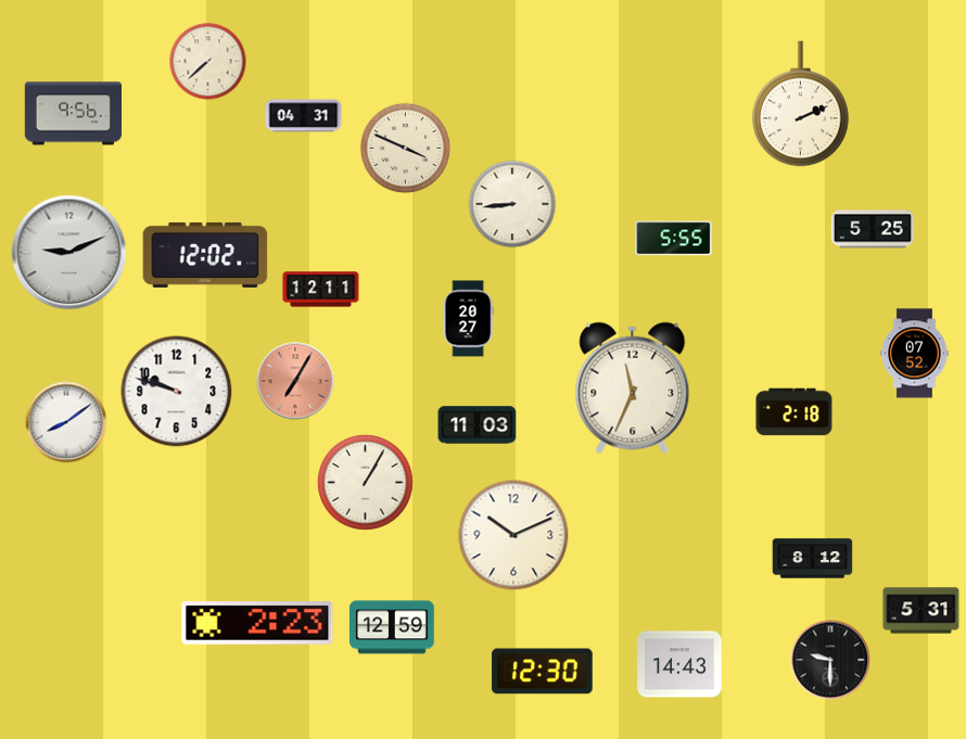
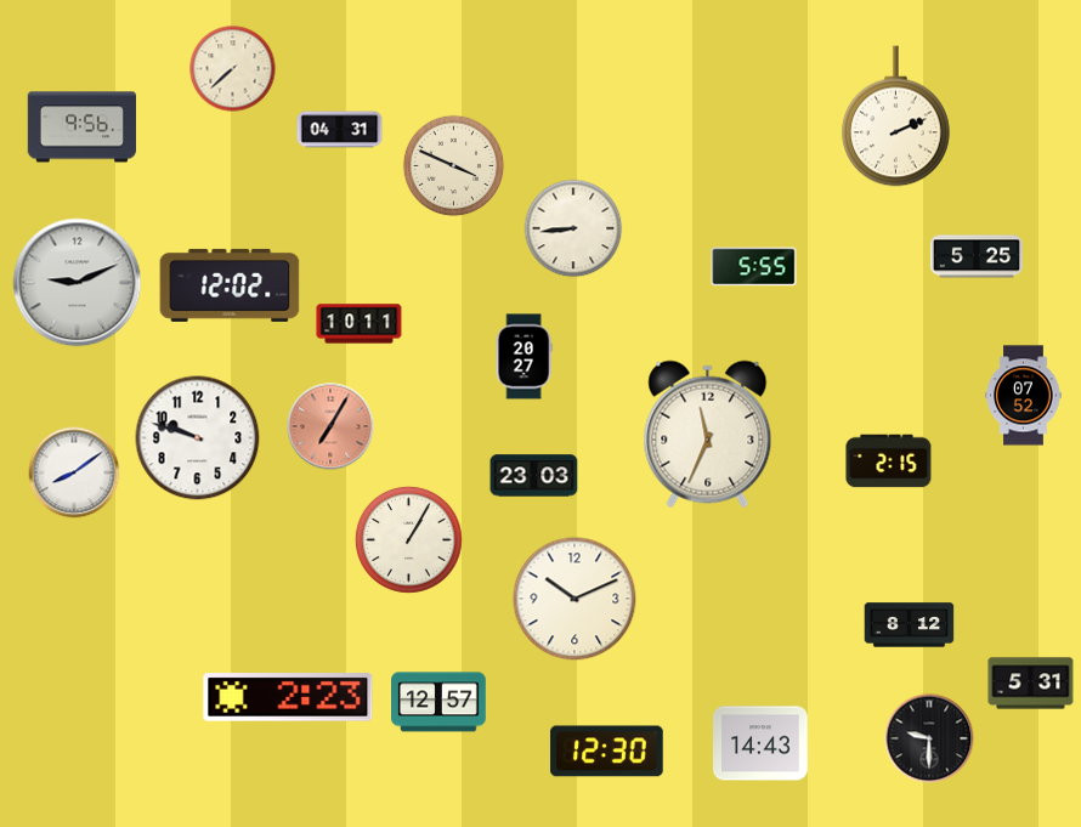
clock at (321, 290): 12:11 -> 10:11
clock at (795, 412): 2:18 -> 2:15
clock at (478, 425): 11:03 -> 23:03
clock at (393, 627): 12:59 -> 12:57
